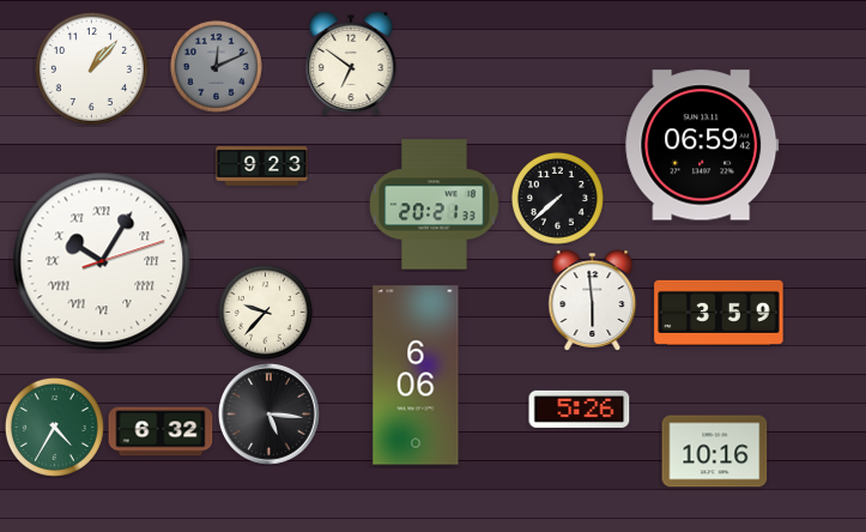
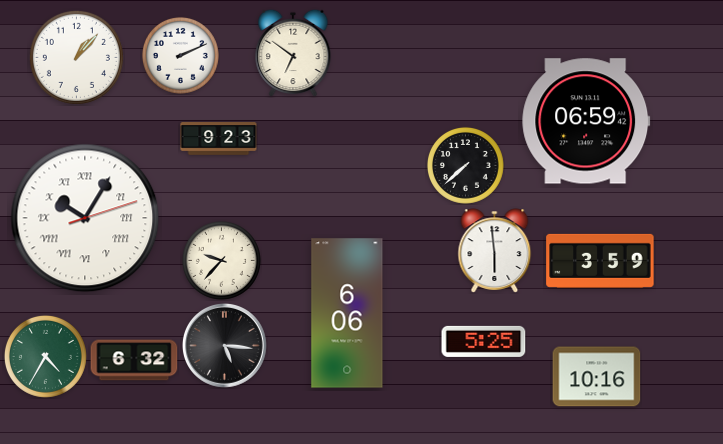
clock at (217, 67): 12:11 -> 2:11
clock at (217, 67) dial: grey -> white
clock at (435, 205): 20:21 -> none
clock at (580, 409): 5:26 -> 5:25
